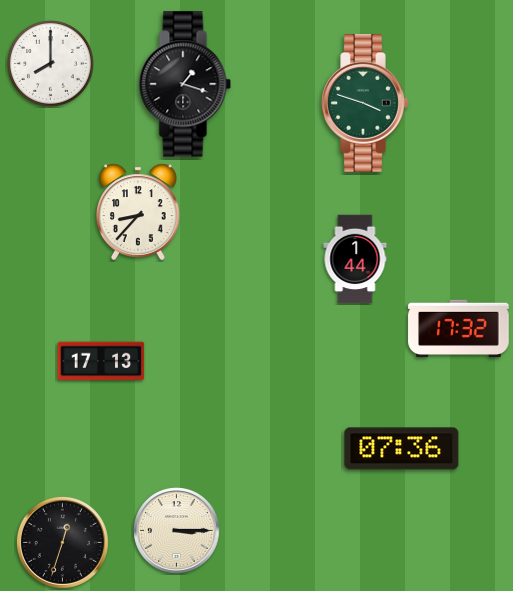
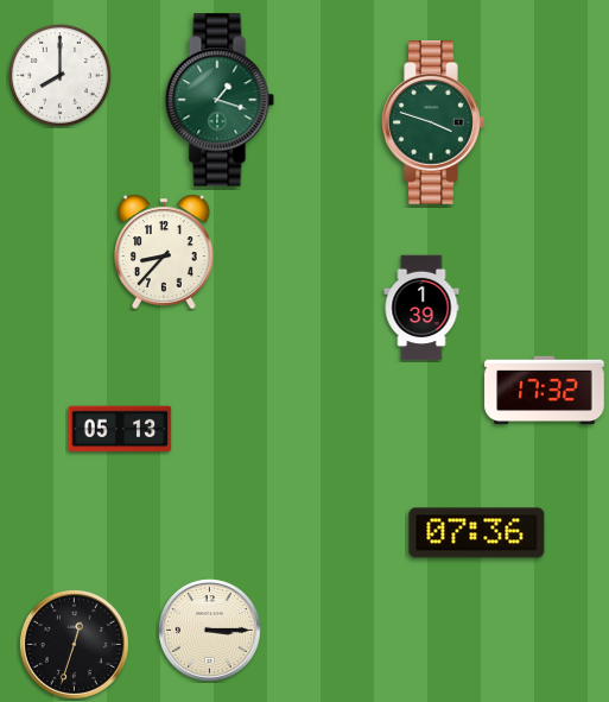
clock at (185, 84) dial: black -> green
clock at (355, 259): 1:44 -> 1:39
clock at (101, 361): 17:13 -> 05:13
